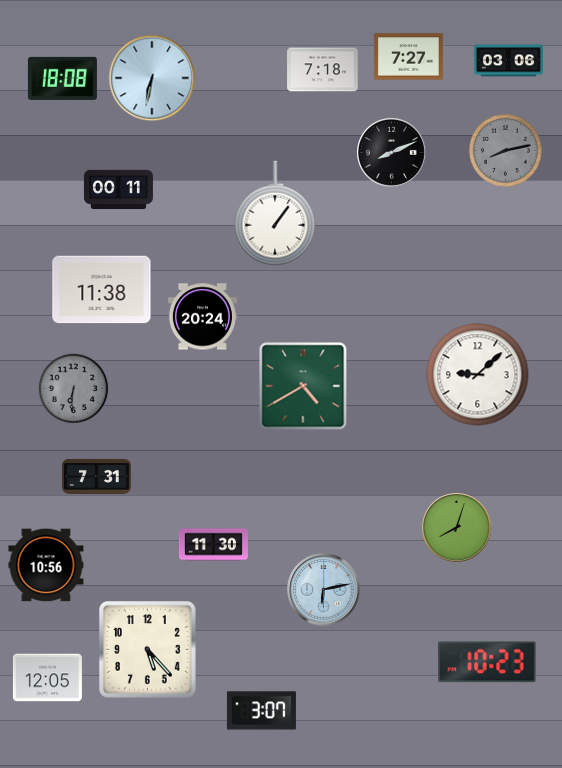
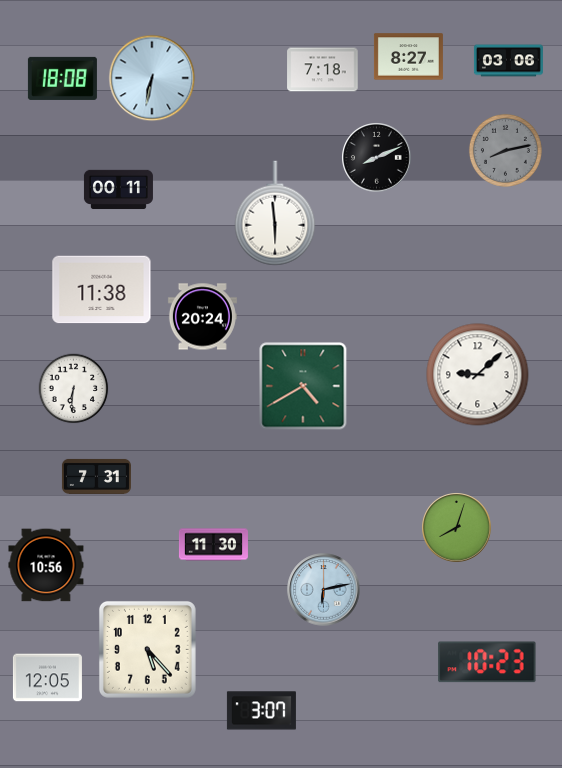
clock at (408, 57): 7:27 -> 8:27
clock at (392, 153) position: (392, 153) -> (377, 158)
clock at (275, 213): 1:06 -> 5:59
clock at (74, 389) dial: grey -> white
